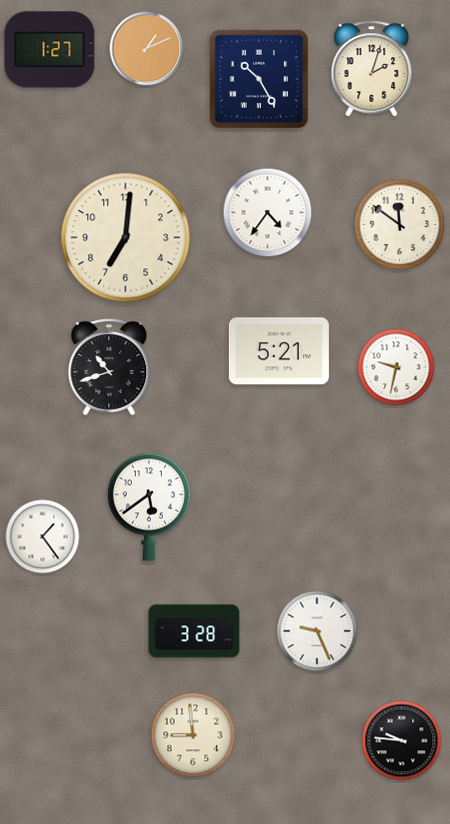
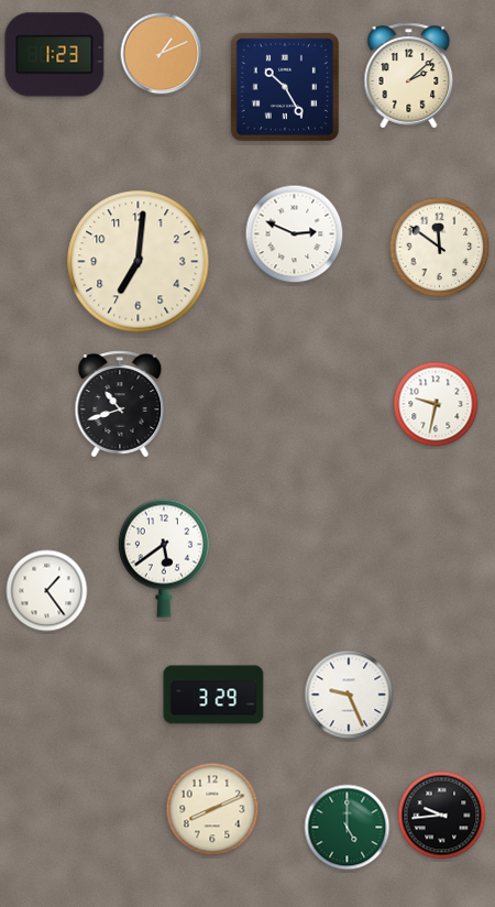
clock at (50, 50): 1:27 -> 1:23
clock at (372, 69): 2:03 -> 2:08
clock at (268, 213): 4:36 -> 2:49
clock at (279, 351): 5:21 -> none
clock at (194, 631): 3:28 -> 3:29
clock at (193, 735): 8:59 -> 8:11
clock at (402, 741): 9:46 -> 9:44
clock at (348, 828): none -> 5:00
